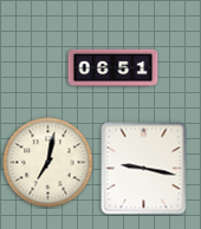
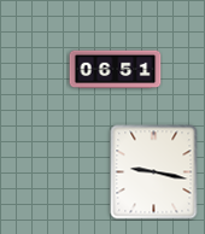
clock at (48, 163): 7:02 -> none
clock at (144, 169) position: (144, 169) -> (154, 172)
